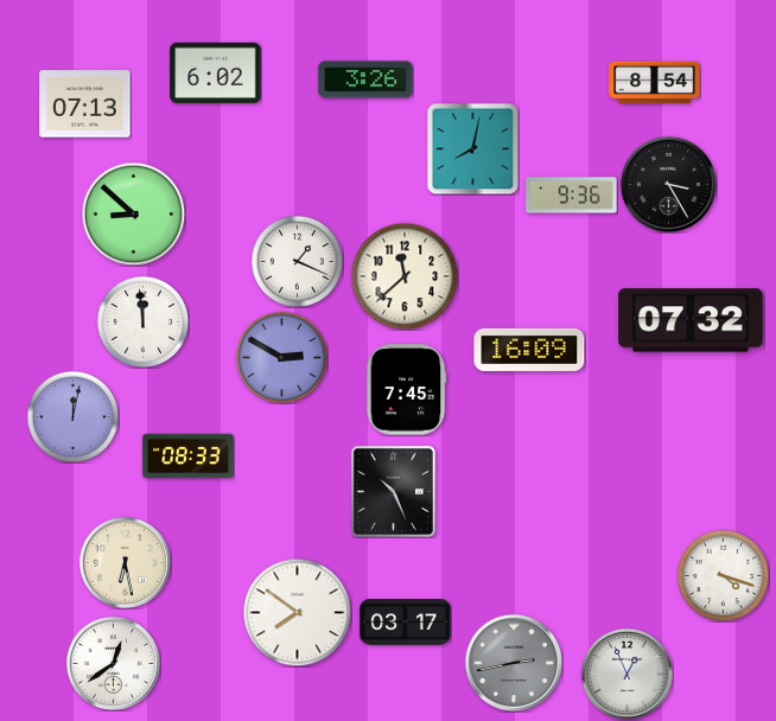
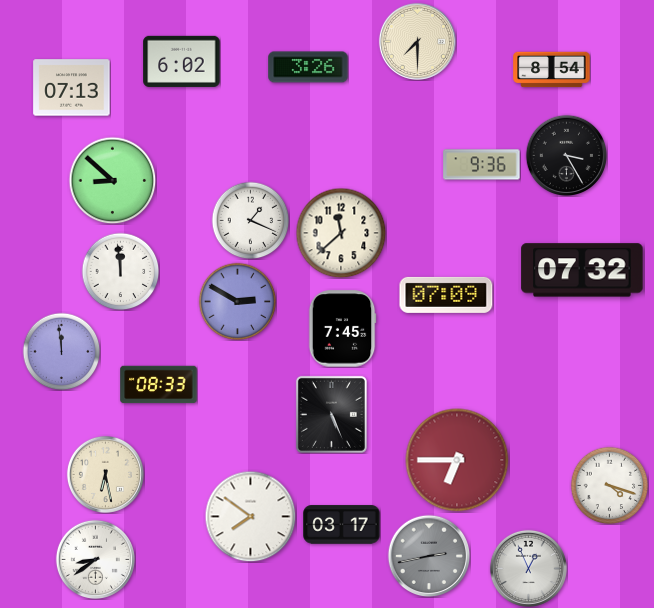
clock at (417, 41): none -> 7:30
clock at (472, 148): 8:02 -> none
clock at (668, 184) position: (668, 184) -> (566, 155)
clock at (529, 350): 16:09 -> 07:09
clock at (72, 416): 12:02 -> 11:59
clock at (393, 491): 10:26 -> 5:26
clock at (457, 460): none -> 6:45
clock at (113, 663): 12:39 -> 8:39
clock at (514, 663) position: (514, 663) -> (429, 556)
